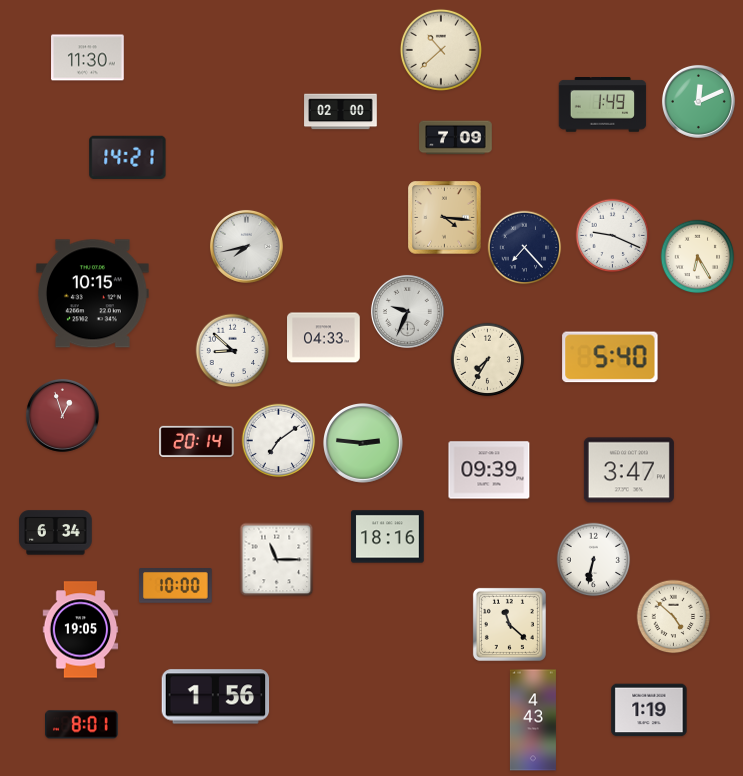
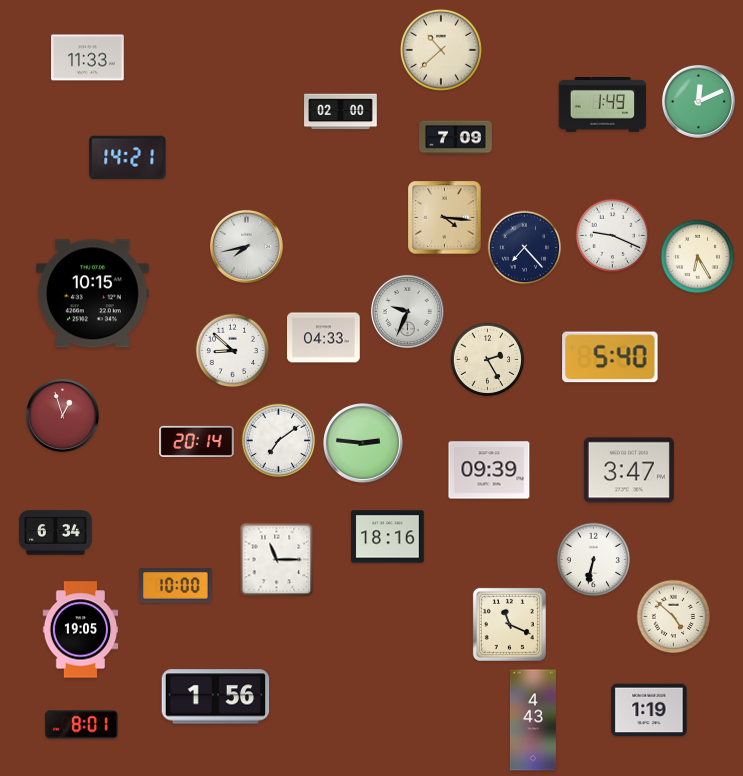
clock at (88, 58): 11:30 -> 11:33
clock at (488, 360): 7:35 -> 2:25
clock at (509, 624): 11:22 -> 11:19
